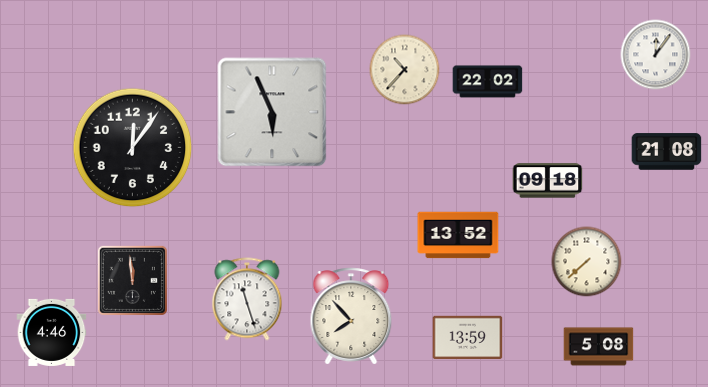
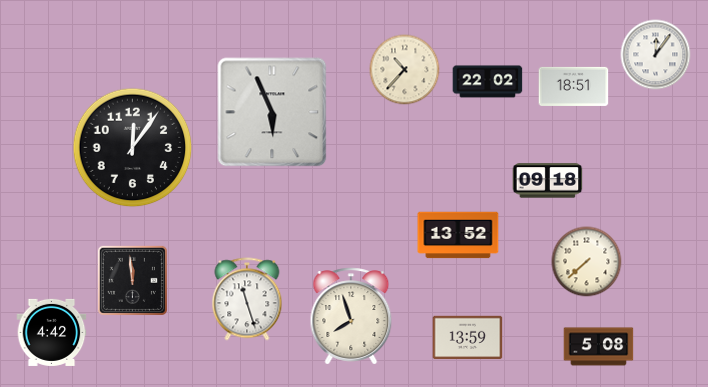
clock at (574, 86): none -> 18:51
clock at (667, 152): 21:08 -> none
clock at (351, 316): 7:53 -> 7:57
clock at (52, 332): 4:46 -> 4:42
